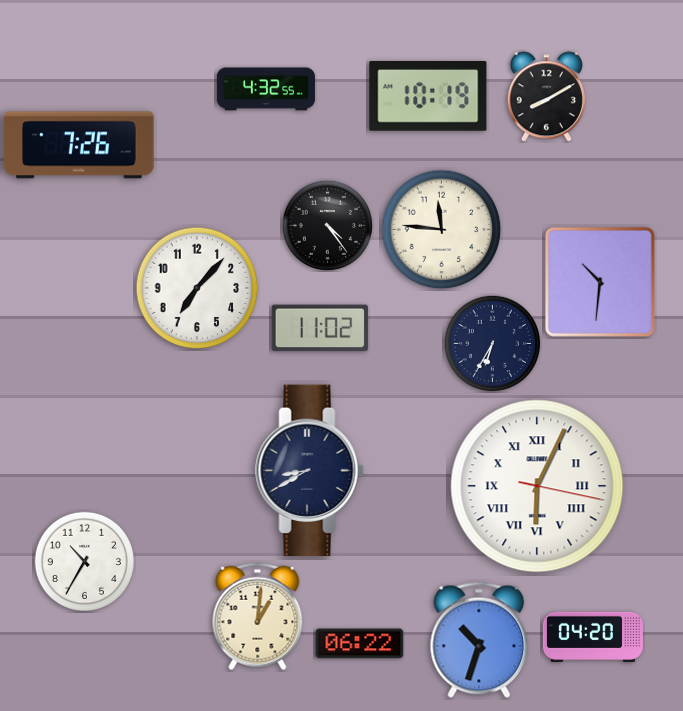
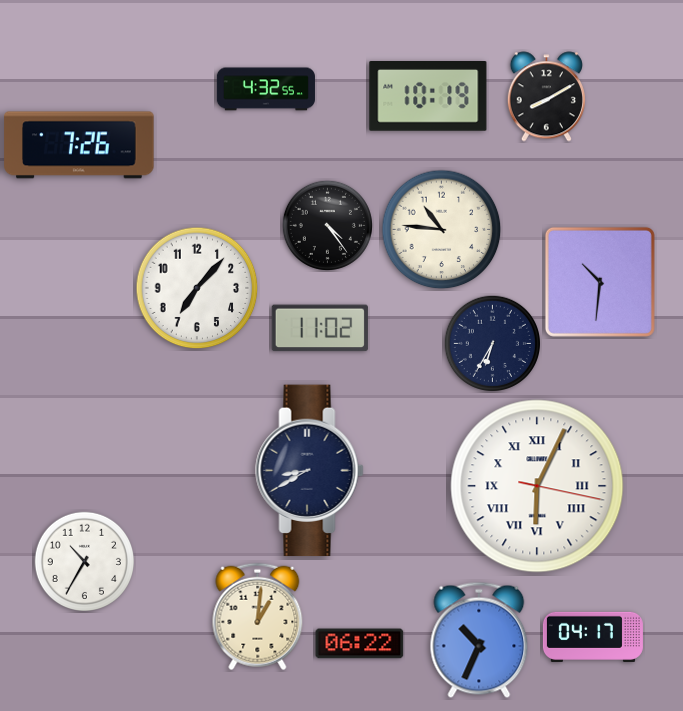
clock at (442, 230): 11:46 -> 10:46
clock at (593, 637): 04:20 -> 04:17
clock at (479, 640): 10:33 -> 10:34
